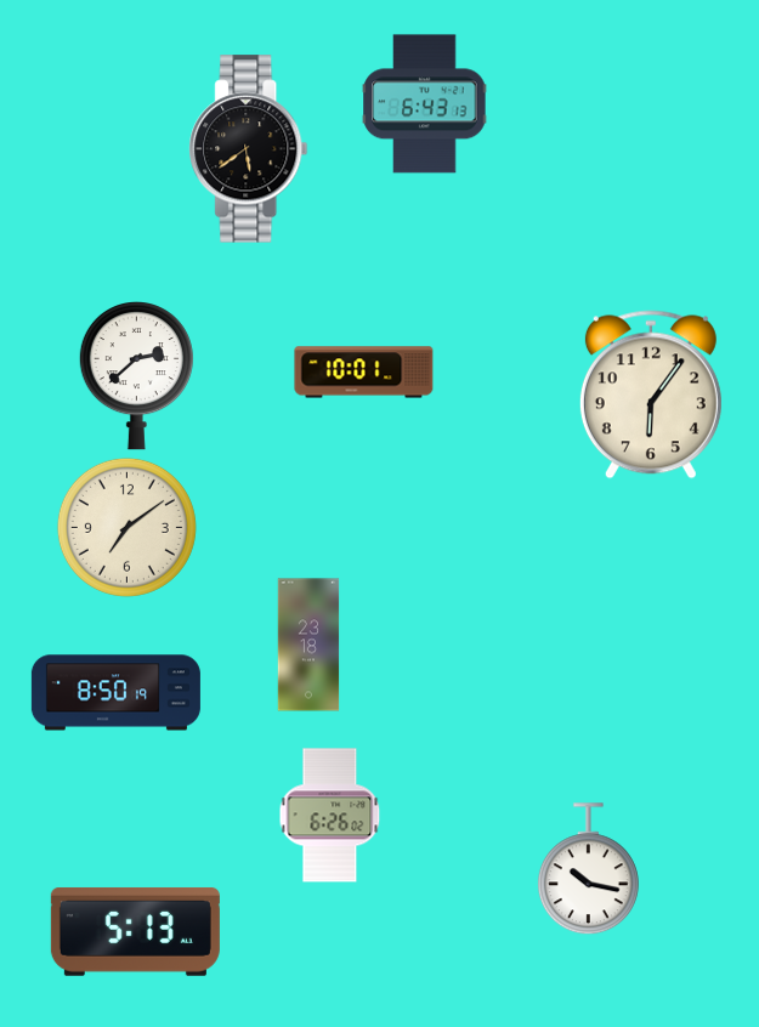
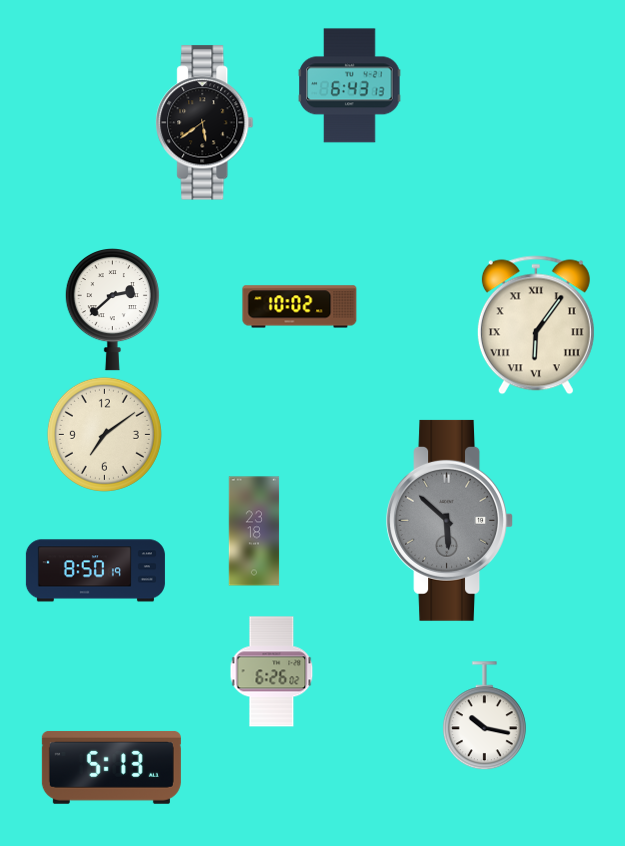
clock at (364, 373): 10:01 -> 10:02
clock at (651, 395) numerals: Arabic -> Roman
clock at (449, 520): none -> 5:52
